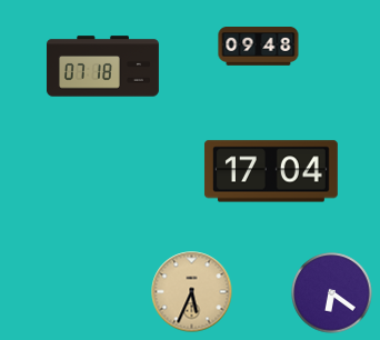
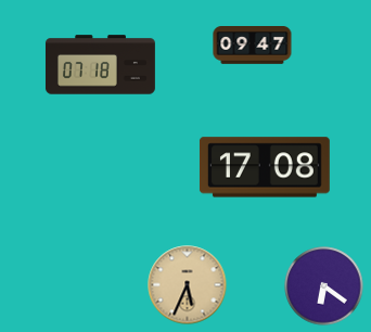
clock at (259, 47): 09:48 -> 09:47
clock at (271, 171): 17:04 -> 17:08
